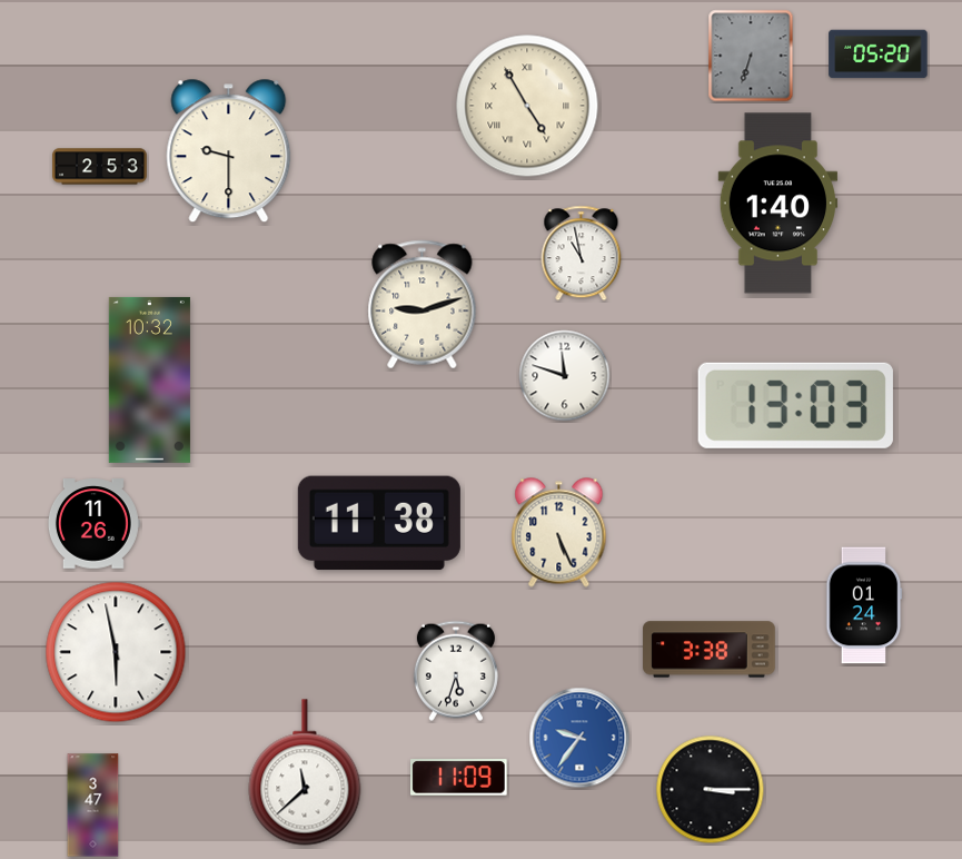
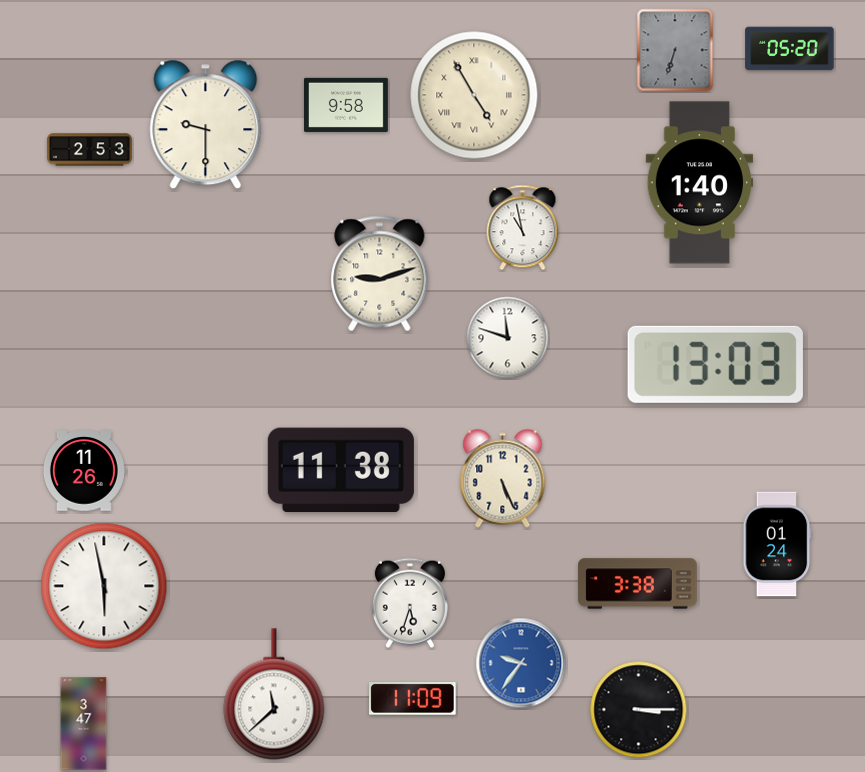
clock at (346, 105): none -> 9:58
clock at (229, 151) position: (229, 151) -> (206, 125)
clock at (149, 379): 10:32 -> none
